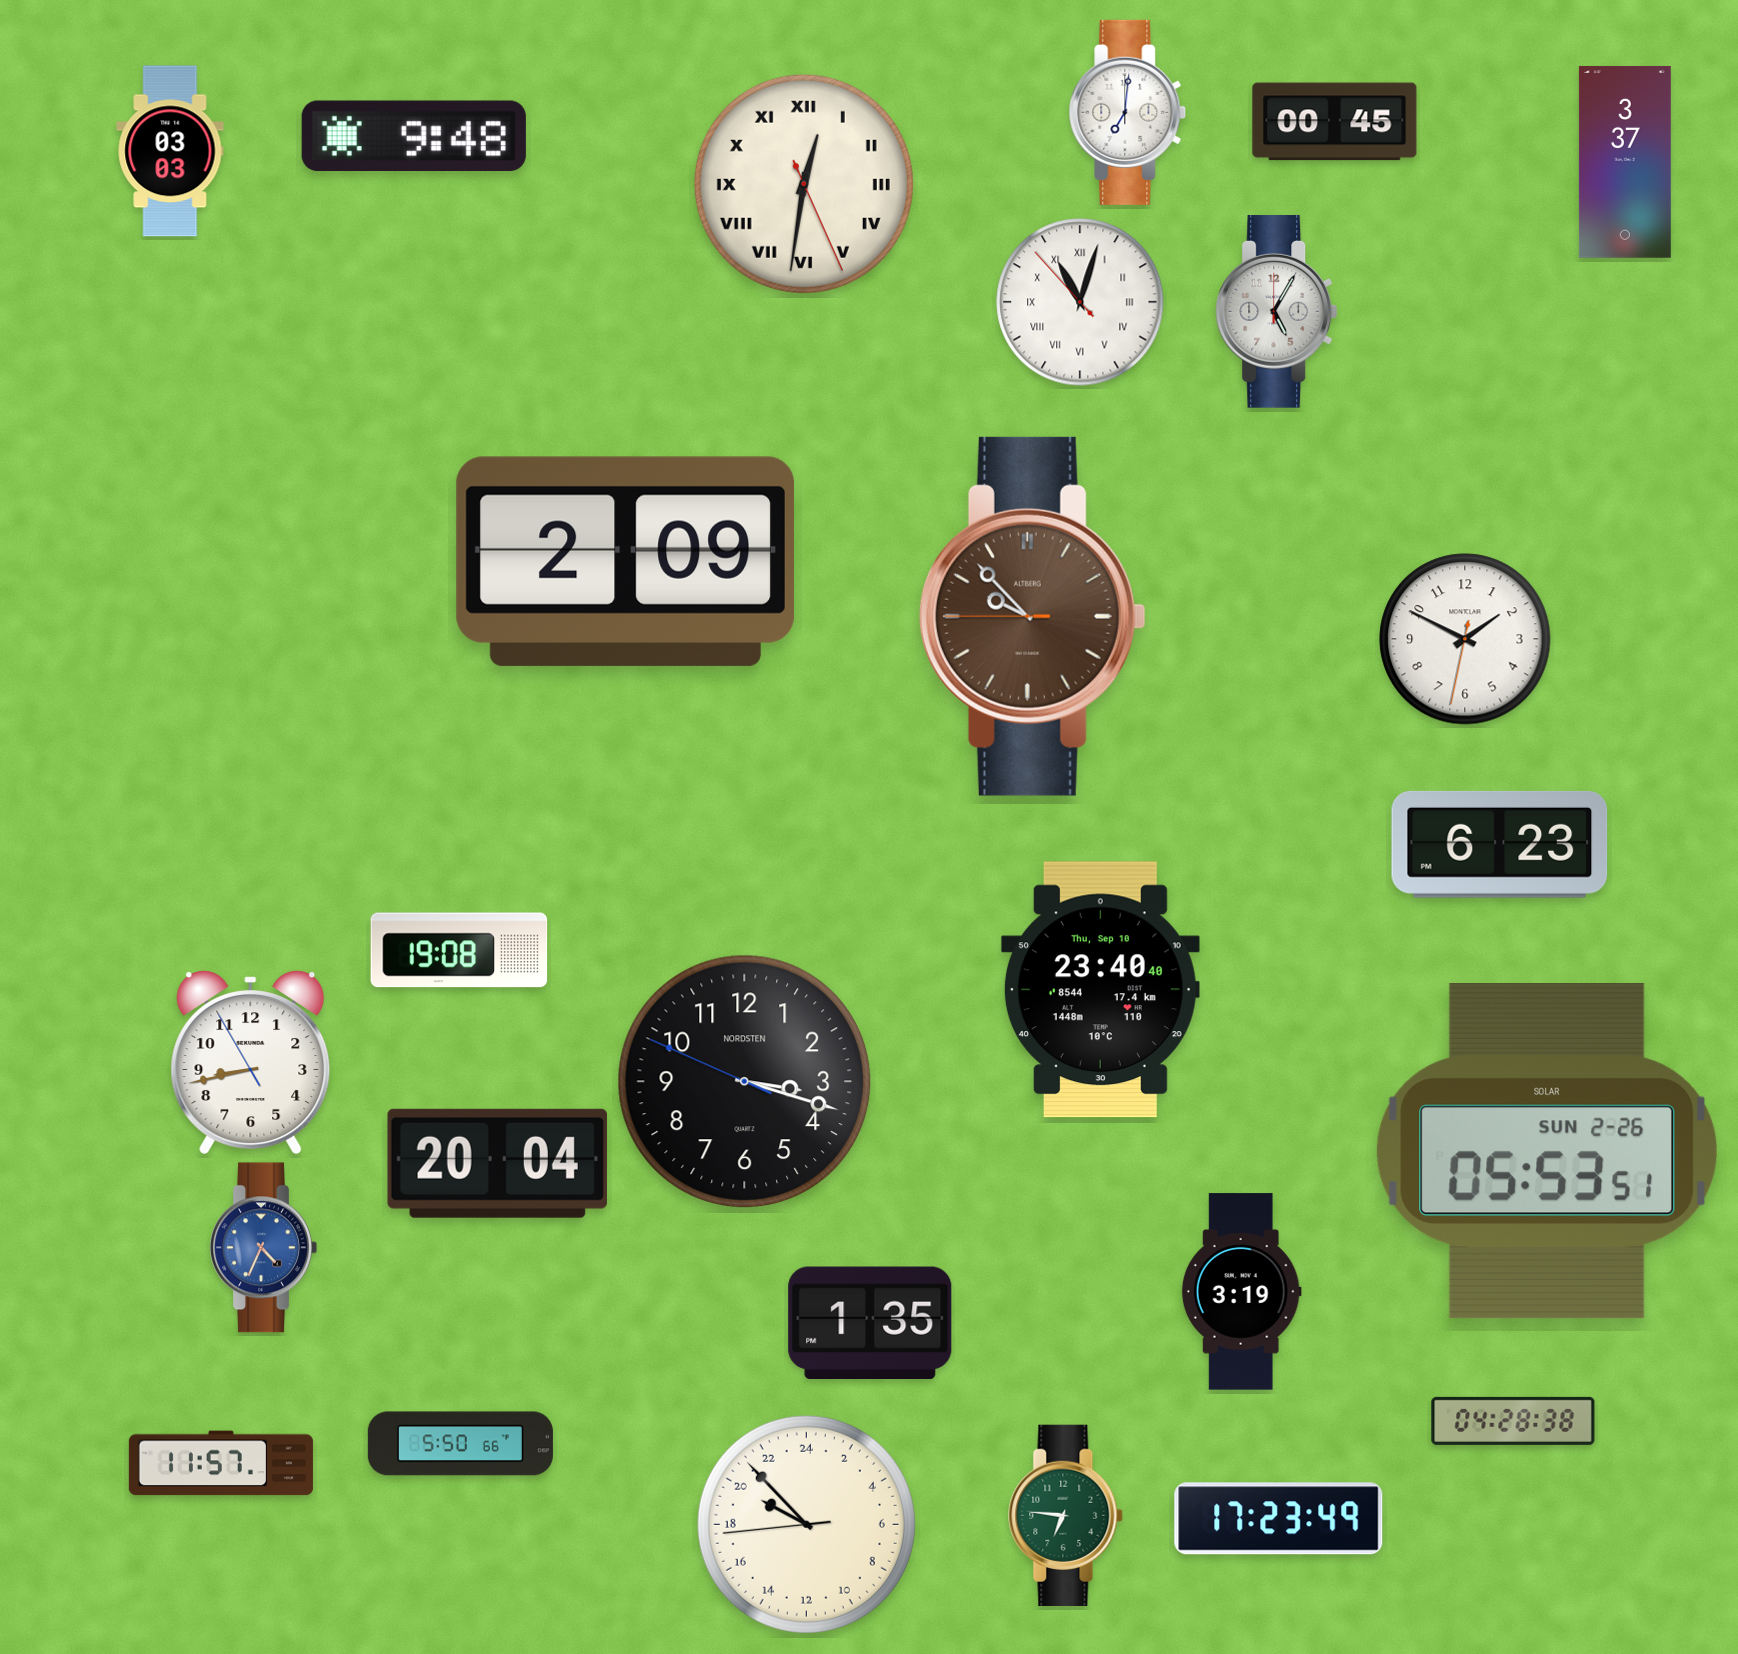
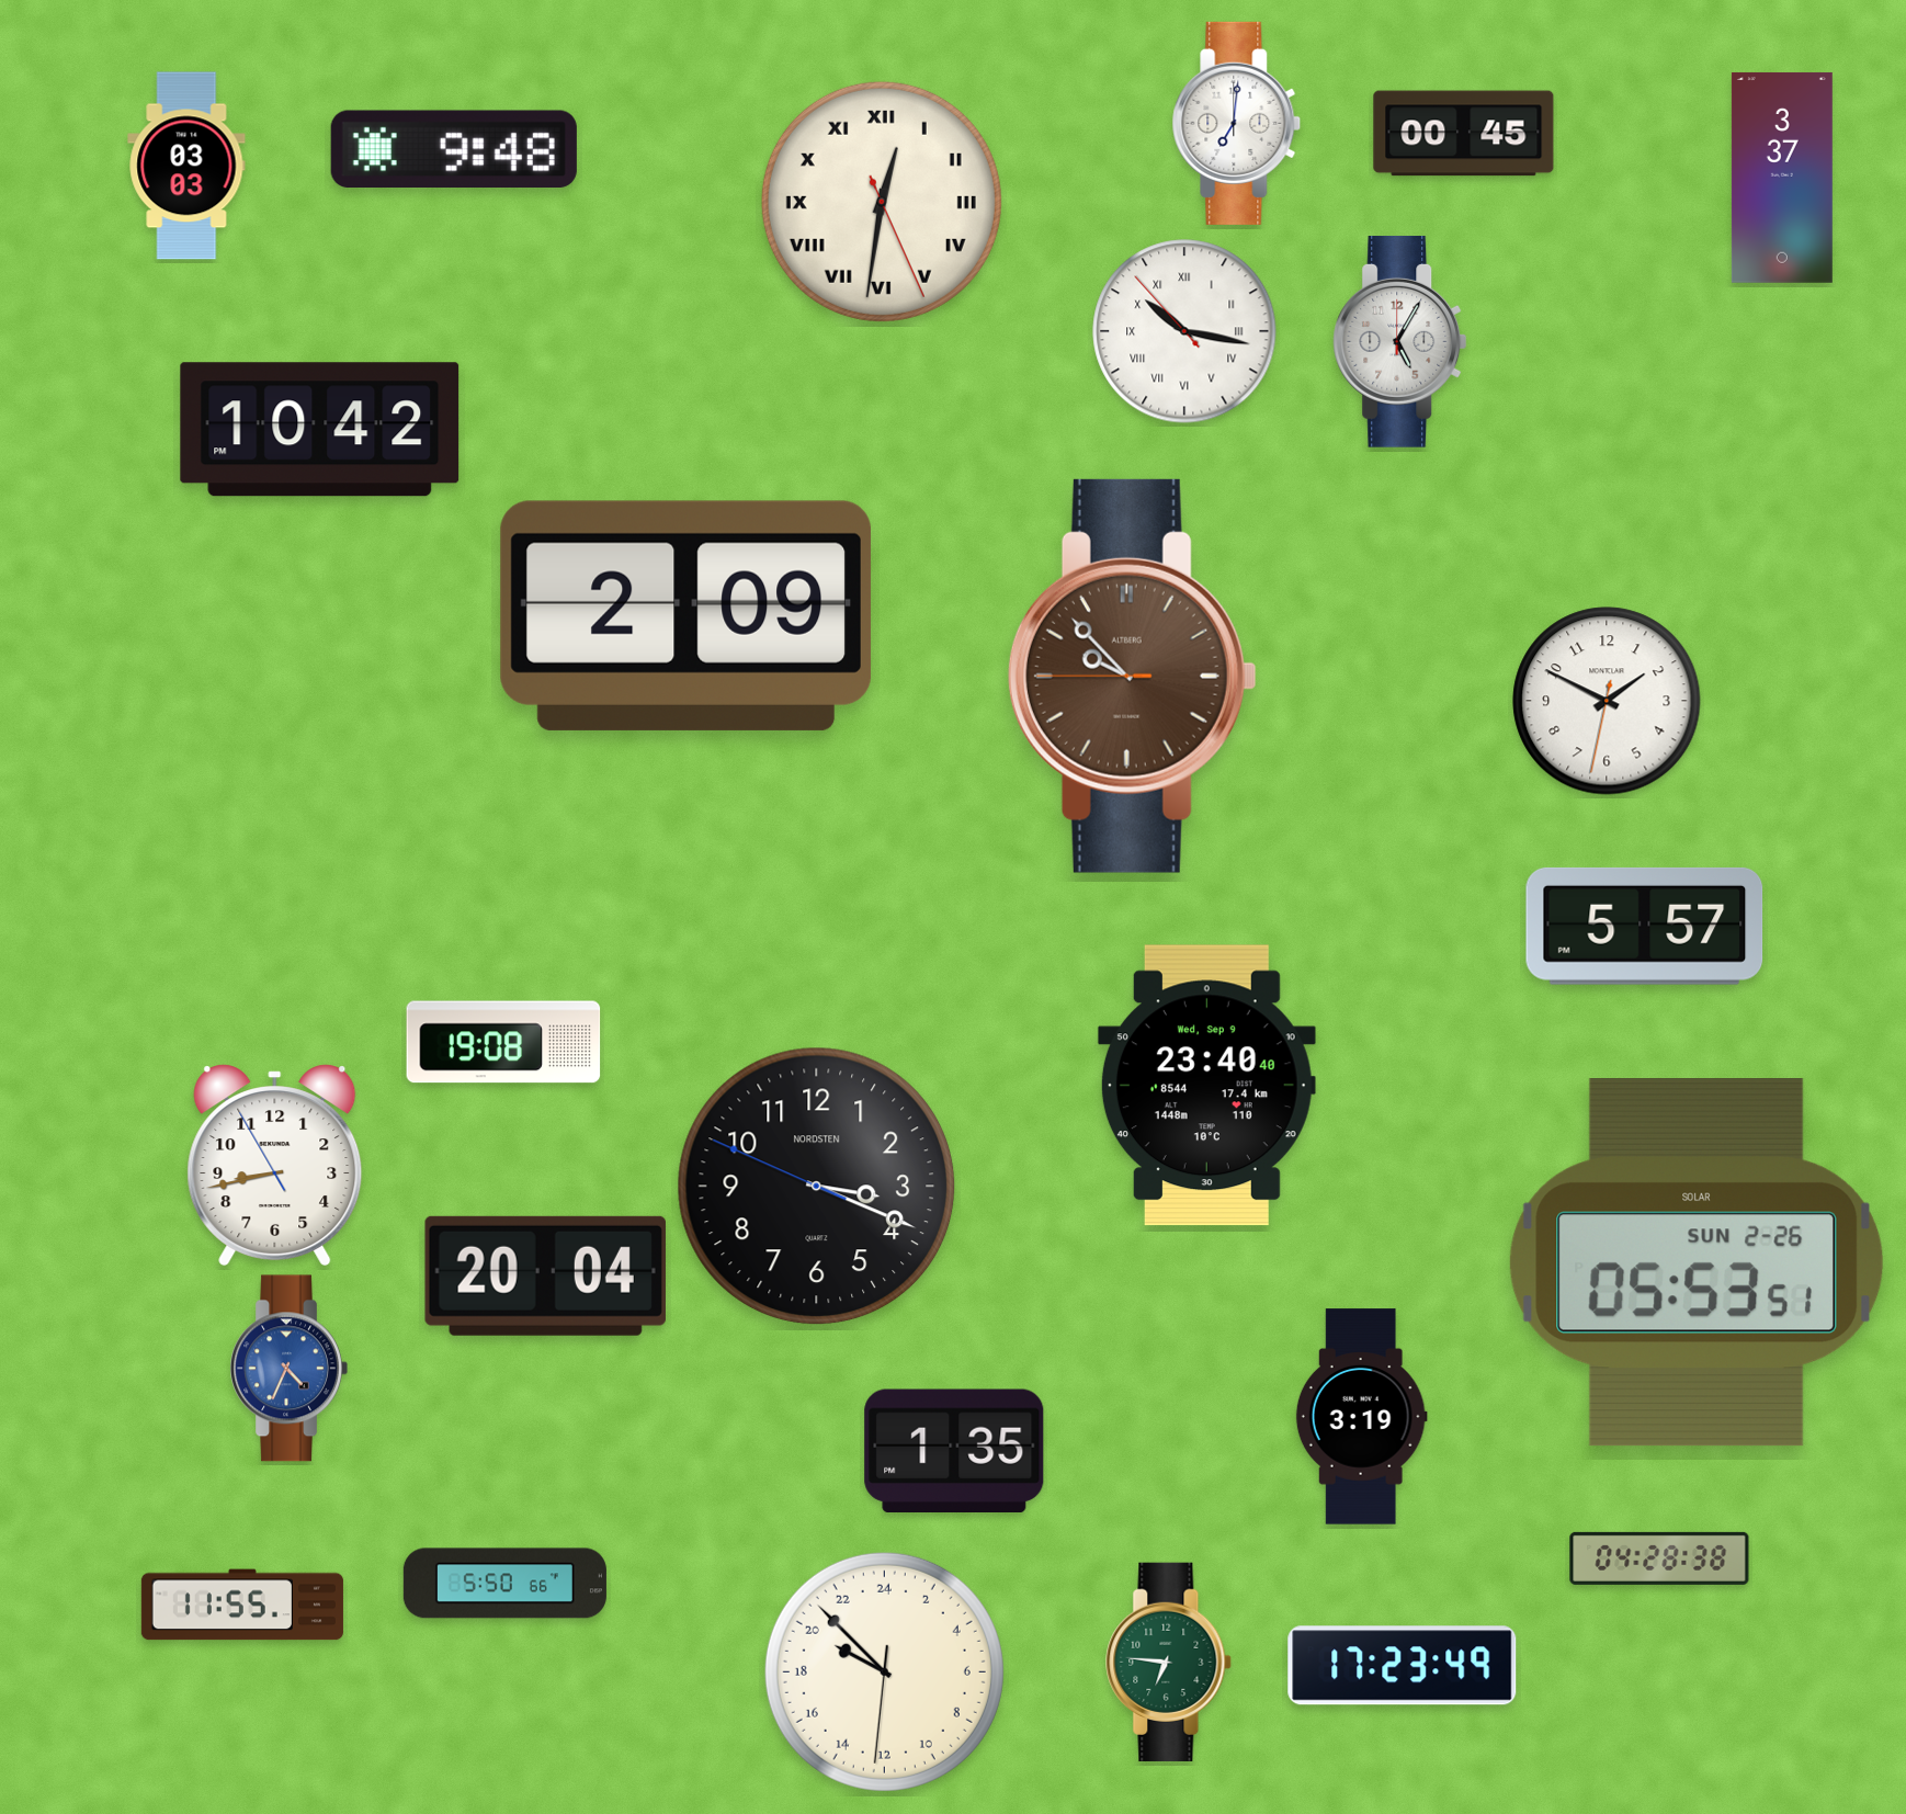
clock at (1080, 302): 11:02 -> 10:16
clock at (320, 430): none -> 10:42
clock at (1500, 844): 6:23 -> 5:57
clock at (1100, 990) date: Thu, Sep 10 -> Wed, Sep 9
clock at (745, 1082): 3:17 -> 3:18
clock at (221, 1463): 11:57 -> 11:55
clock at (806, 1524): 19:52:44 -> 19:52:31
